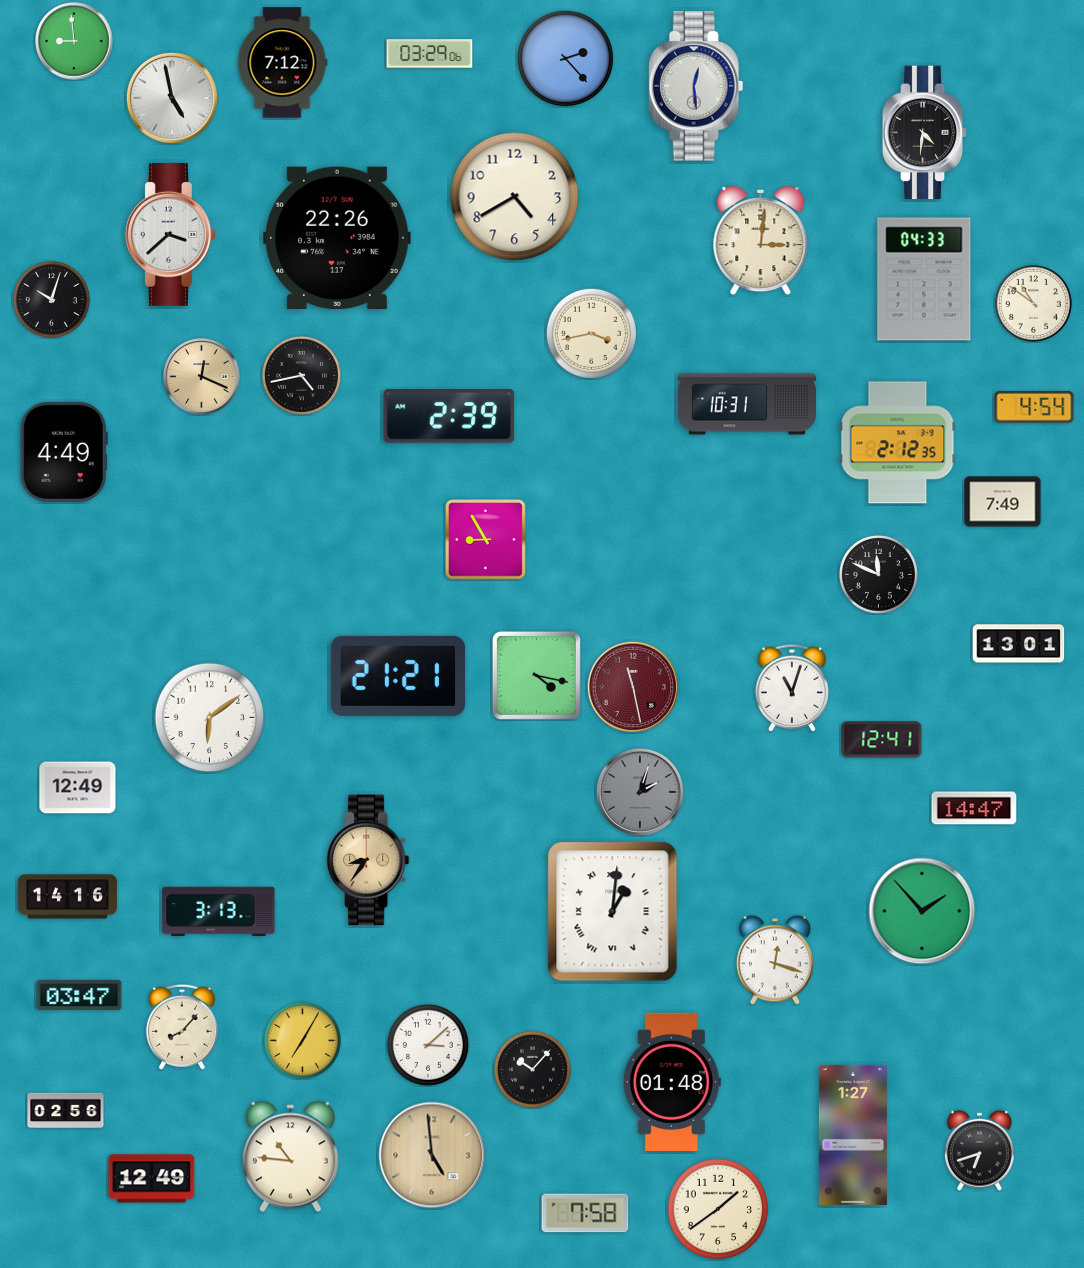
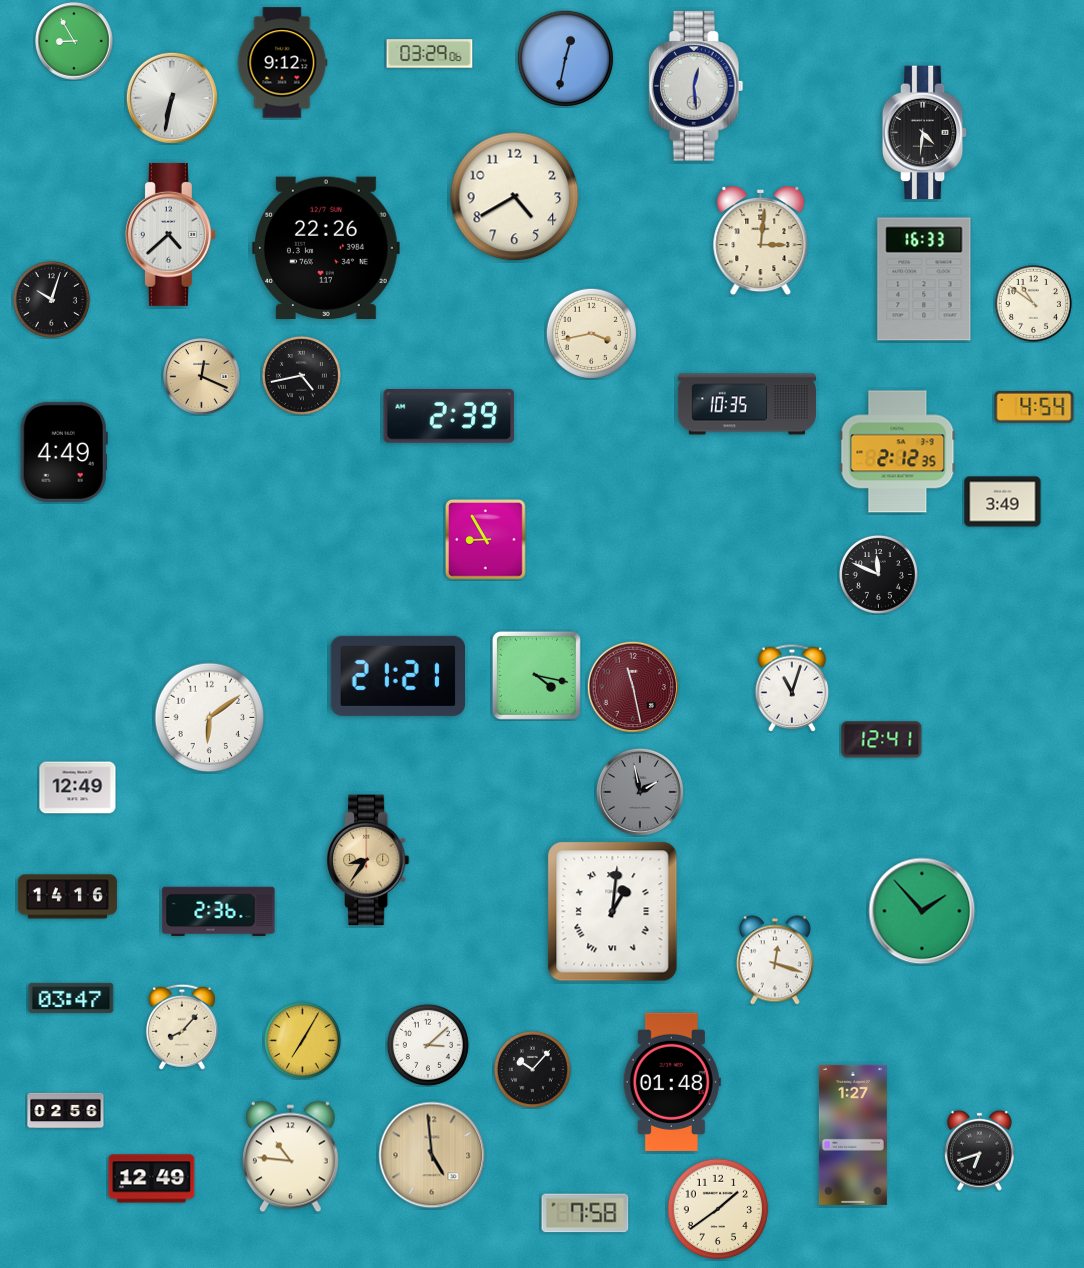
clock at (74, 41): 8:59 -> 8:55
clock at (565, 58): 2:23 -> 12:32
clock at (283, 63): 7:12 -> 9:12
clock at (172, 98): 4:58 -> 6:32
clock at (170, 234): 3:38 -> 4:38
clock at (338, 238) position: (338, 238) -> (327, 248)
clock at (924, 279): 04:33 -> 16:33
clock at (747, 404): 10:31 -> 10:35
clock at (898, 443) position: (898, 443) -> (898, 452)
clock at (1003, 502): 7:49 -> 3:49
clock at (1019, 644): 13:01 -> none
clock at (640, 792): 2:03 -> 1:58
clock at (974, 808): 14:47 -> none
clock at (219, 911): 3:13 -> 2:36
clock at (79, 995) position: (79, 995) -> (71, 998)
